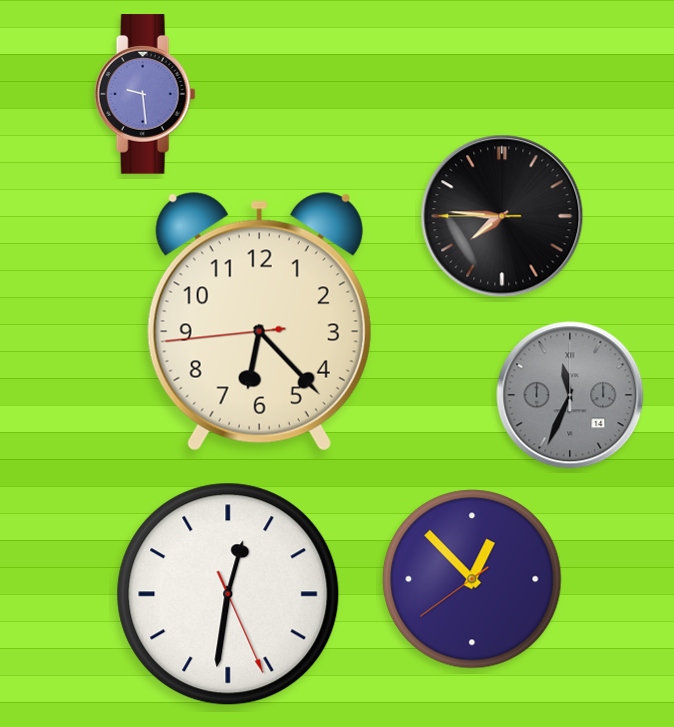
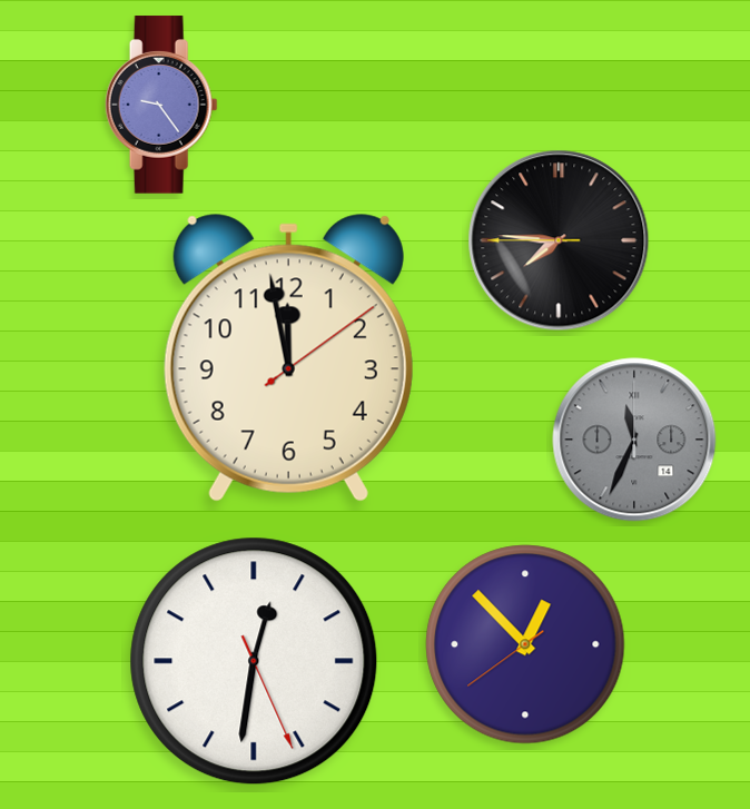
clock at (145, 94): 9:29 -> 9:24
clock at (259, 322): 6:22 -> 11:58
